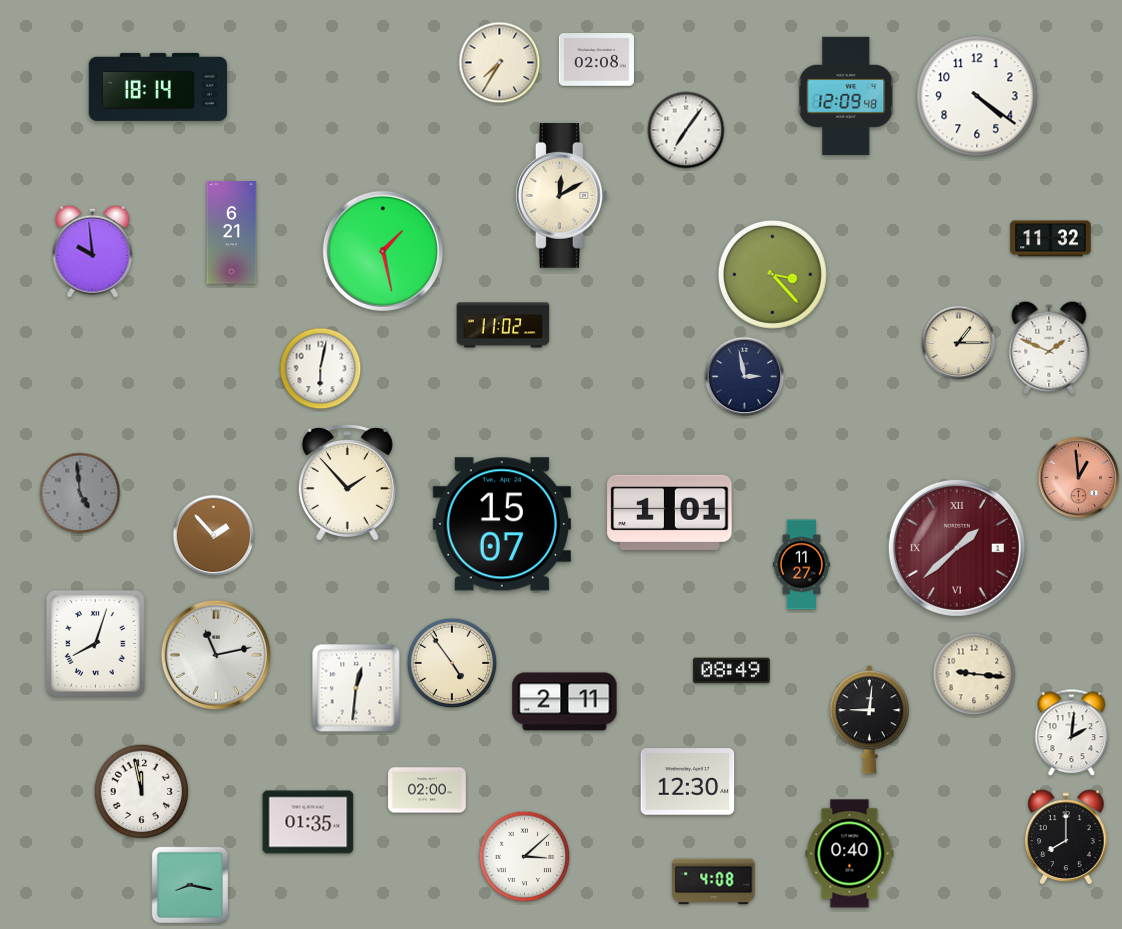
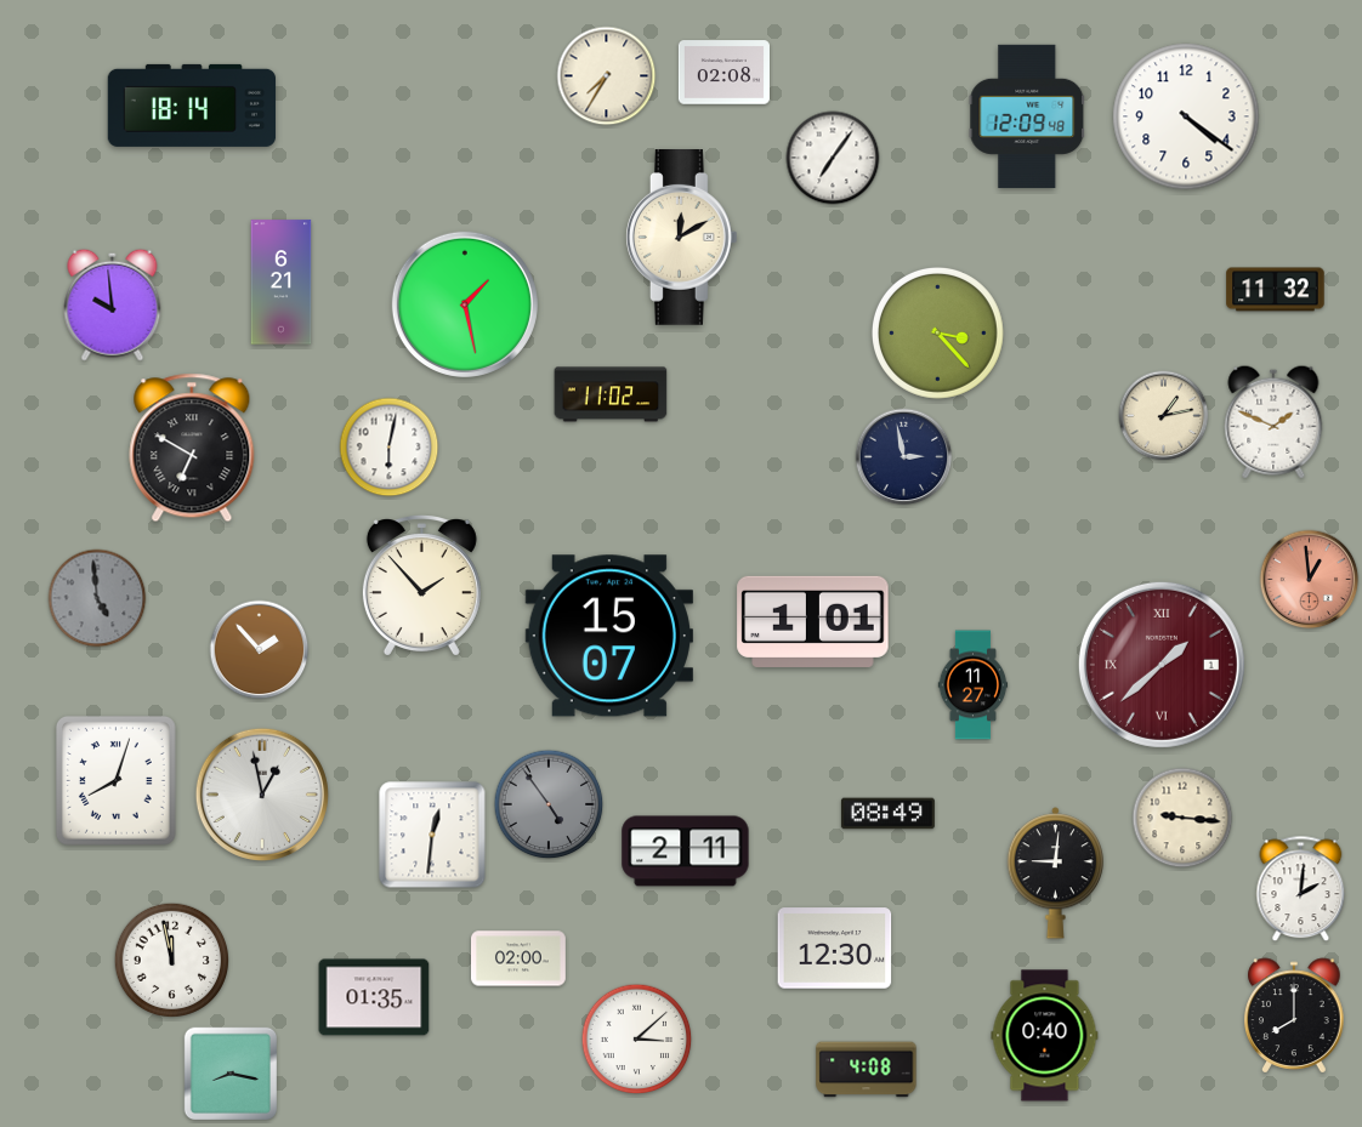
clock at (959, 343): 1:15 -> 1:13
clock at (192, 448): none -> 6:50
clock at (215, 654): 11:13 -> 12:58
clock at (452, 663) dial: cream -> grey
clock at (850, 854) position: (850, 854) -> (1045, 1036)
